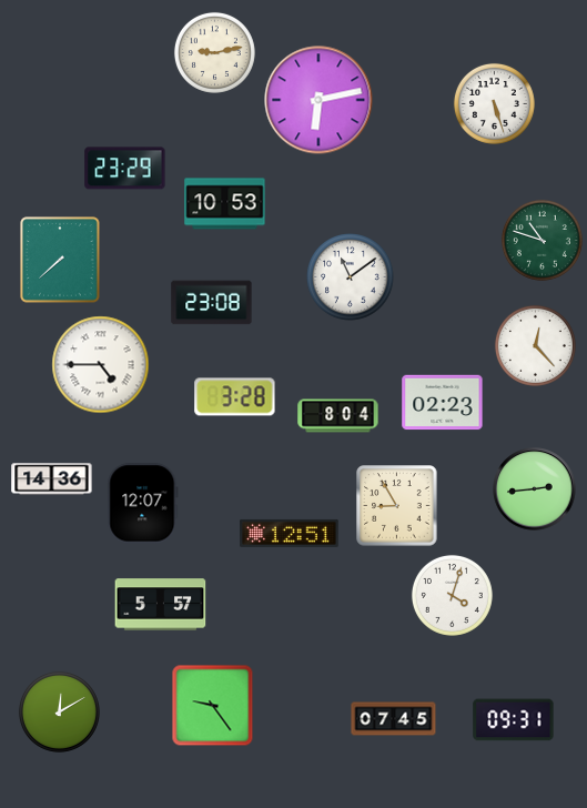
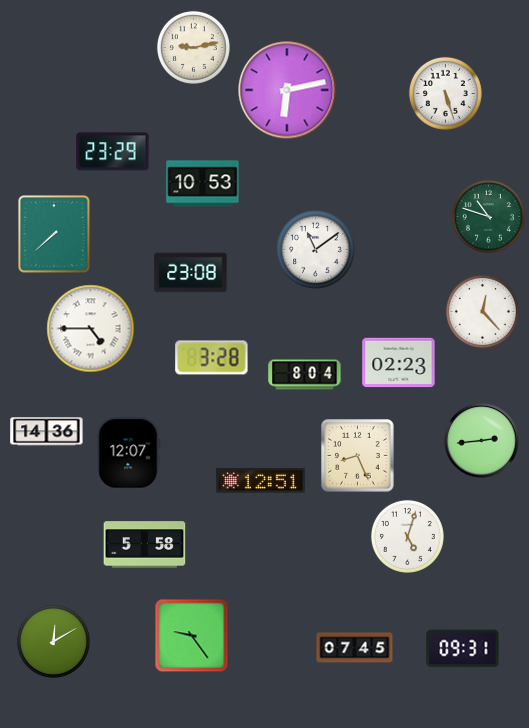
clock at (397, 506): 8:55 -> 8:26
clock at (452, 595): 4:03 -> 5:03
clock at (161, 605): 5:57 -> 5:58
